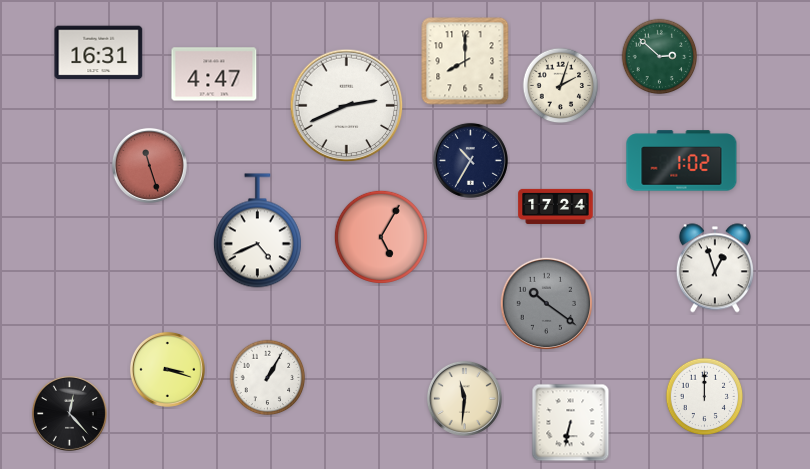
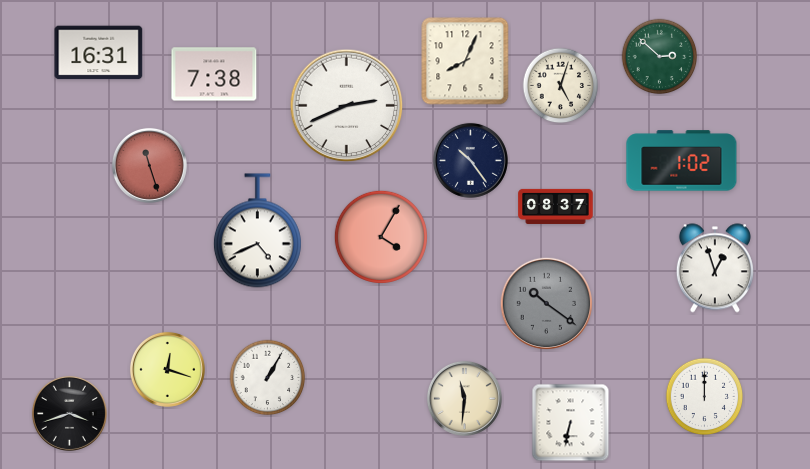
clock at (465, 61): 8:00 -> 8:04
clock at (214, 74): 4:47 -> 7:38
clock at (561, 86): 2:03 -> 5:03
clock at (470, 160): 10:35 -> 10:24
clock at (556, 206): 17:24 -> 08:37
clock at (381, 237): 5:05 -> 4:05
clock at (167, 369): 3:18 -> 12:18
clock at (69, 413): 12:23 -> 3:42
